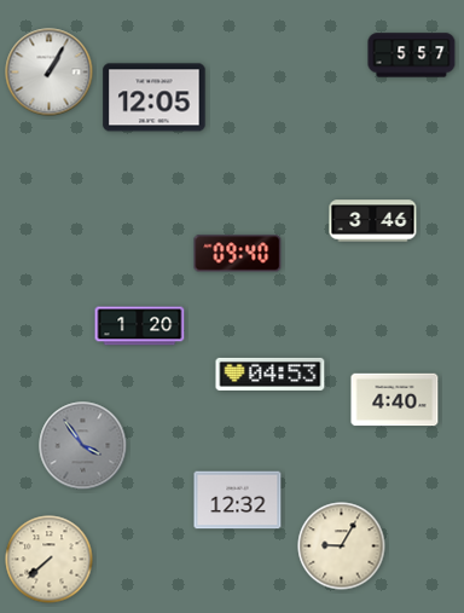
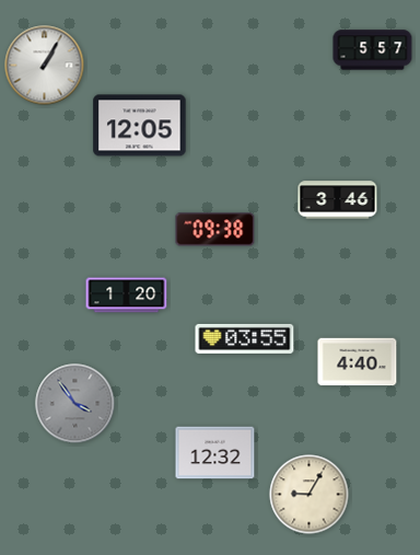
clock at (155, 98) position: (155, 98) -> (140, 126)
clock at (238, 254): 09:40 -> 09:38
clock at (271, 374): 04:53 -> 03:55
clock at (50, 560): 7:38 -> none
